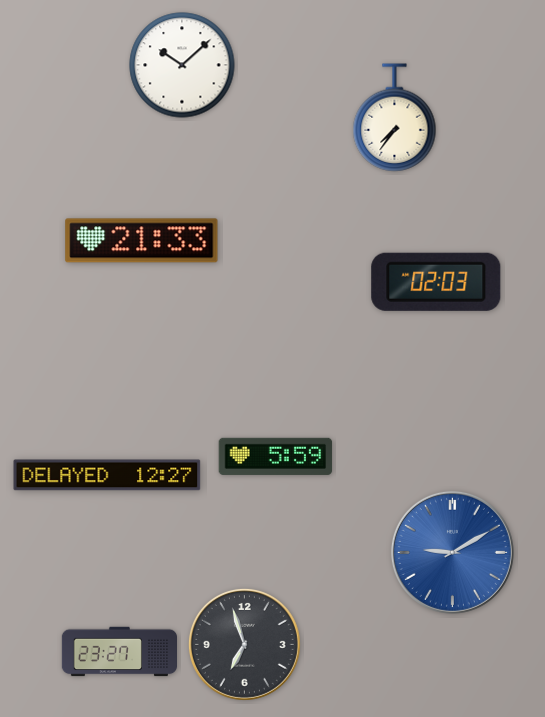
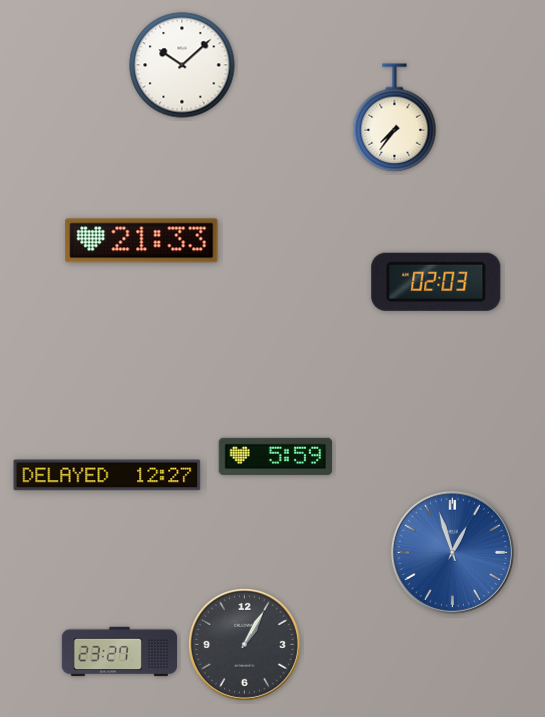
clock at (452, 552): 9:10 -> 12:57
clock at (244, 644): 6:57 -> 1:05
